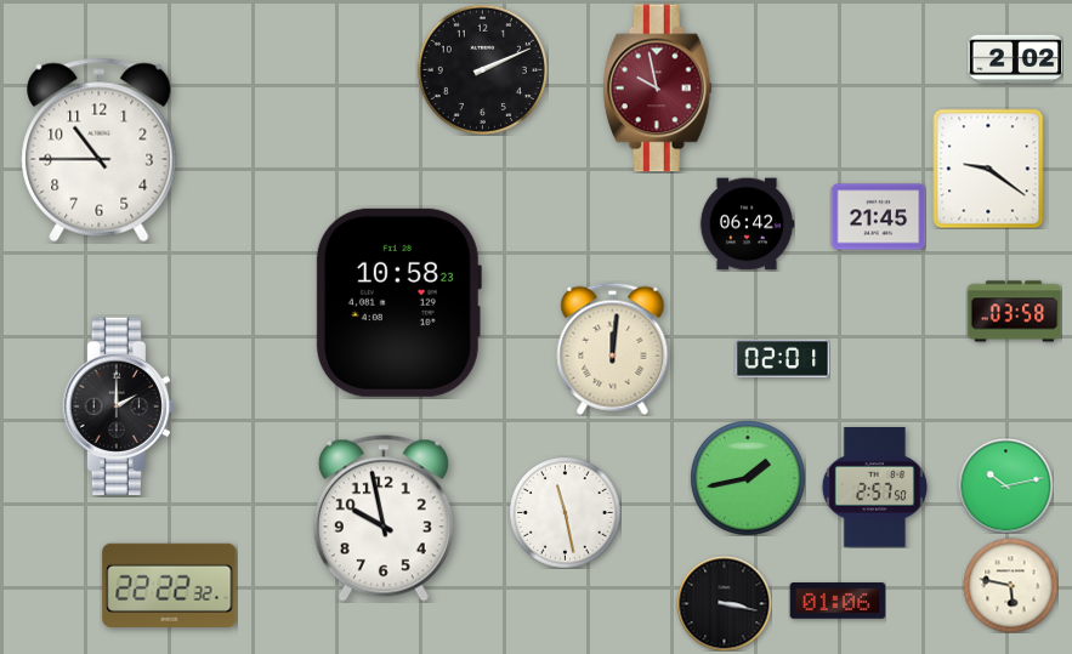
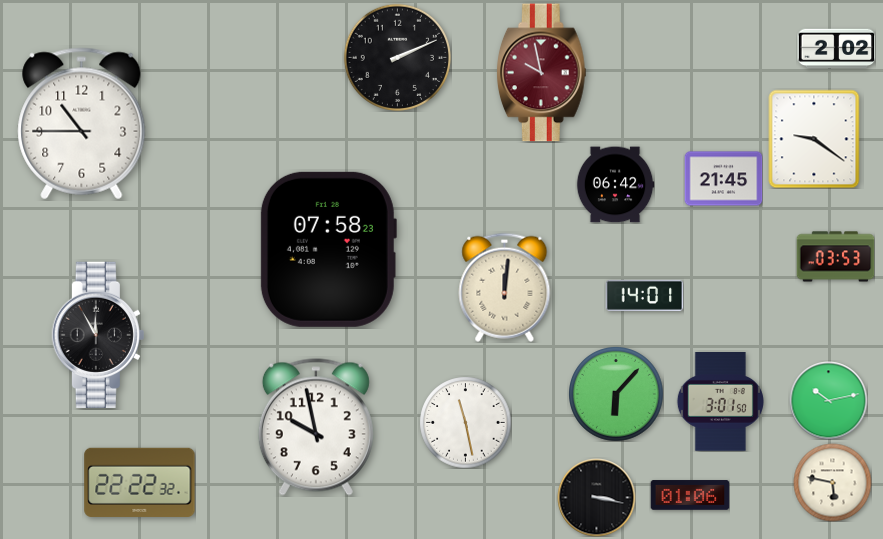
clock at (398, 302): 10:58 -> 07:58
clock at (1014, 312): 03:58 -> 03:53
clock at (782, 358): 02:01 -> 14:01
clock at (119, 406): 2:00 -> 11:55
clock at (748, 478): 1:43 -> 6:07
clock at (874, 488): 2:57 -> 3:01
